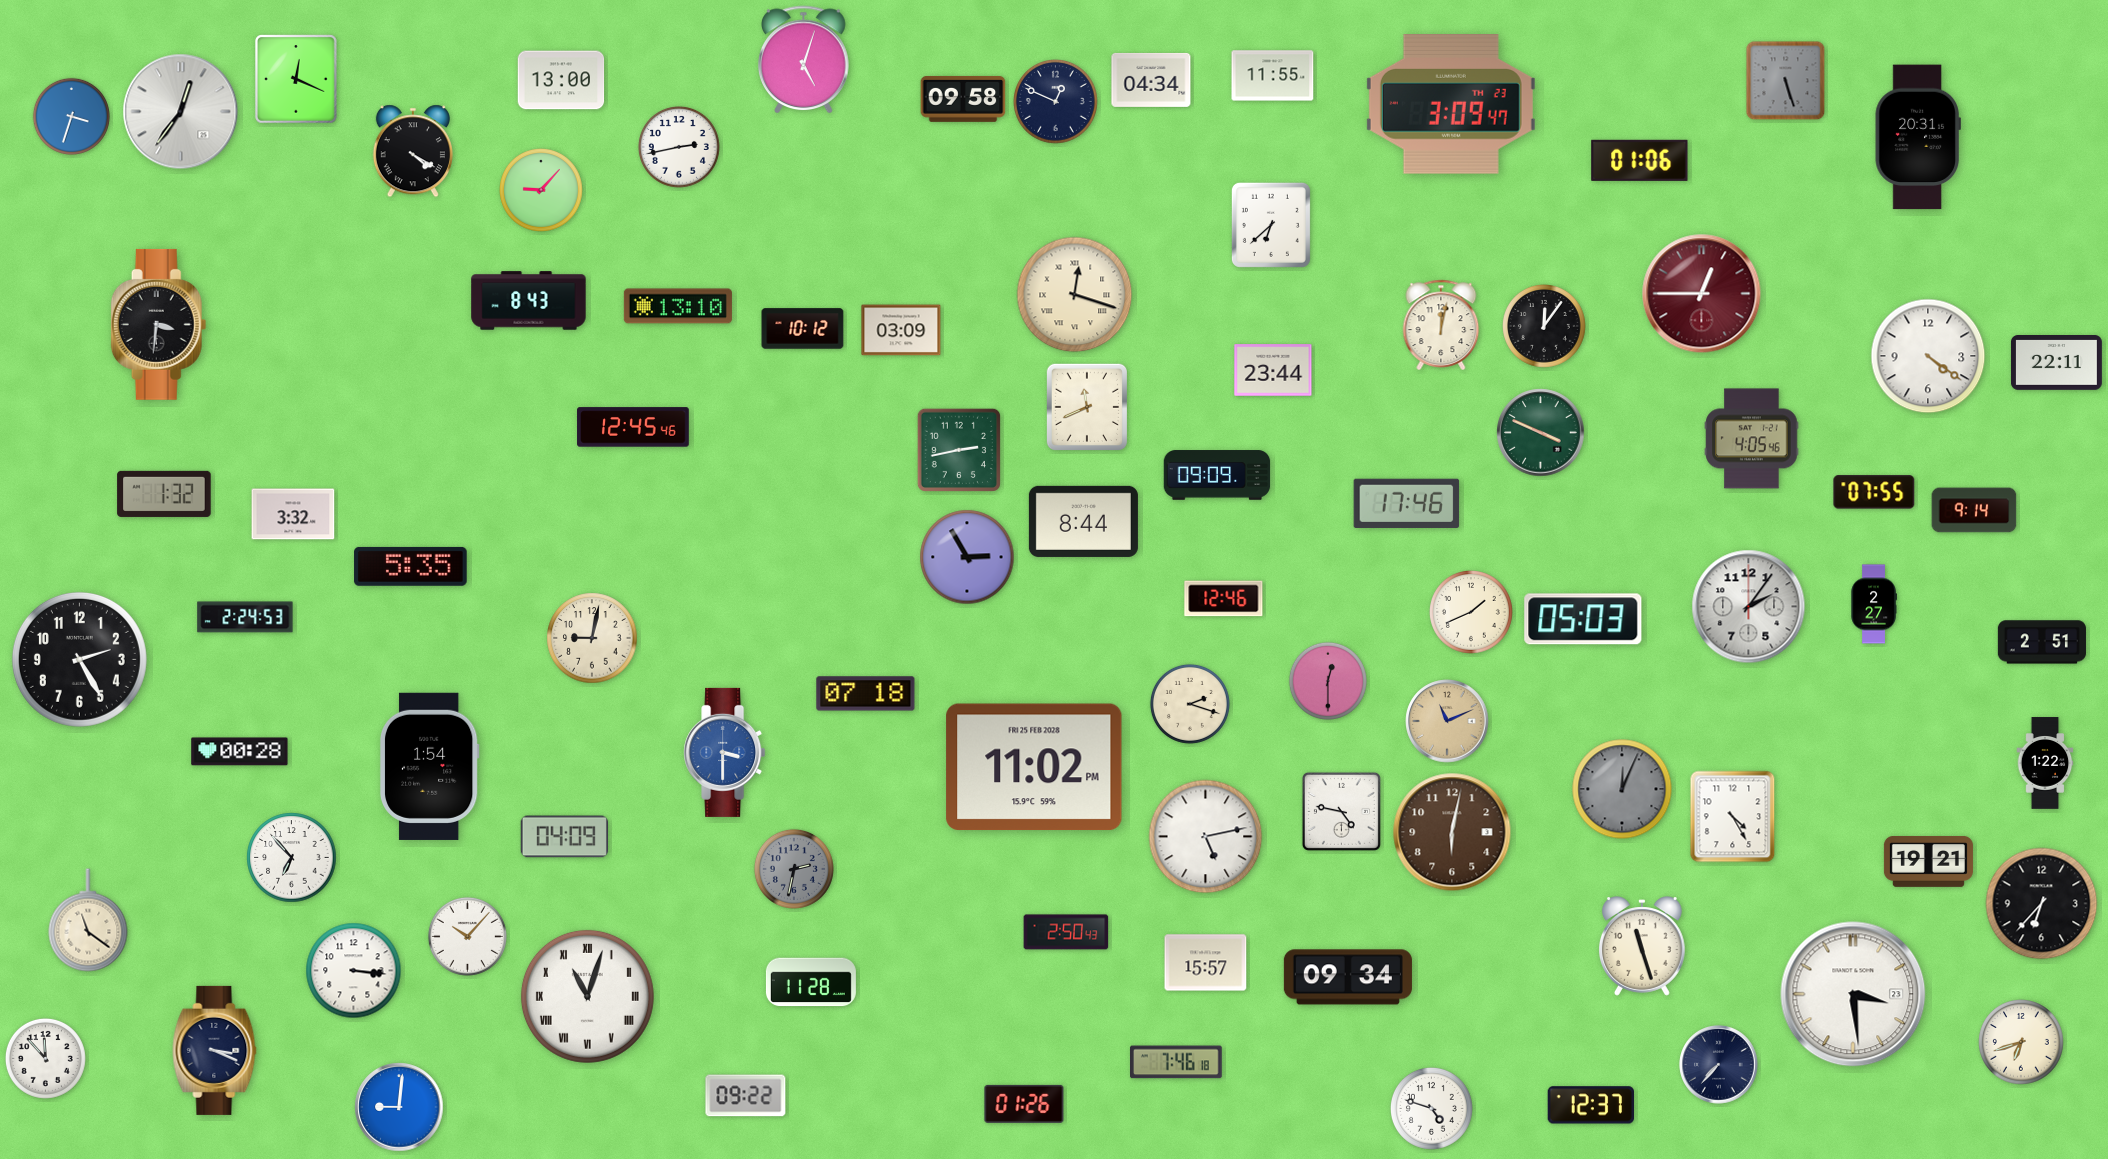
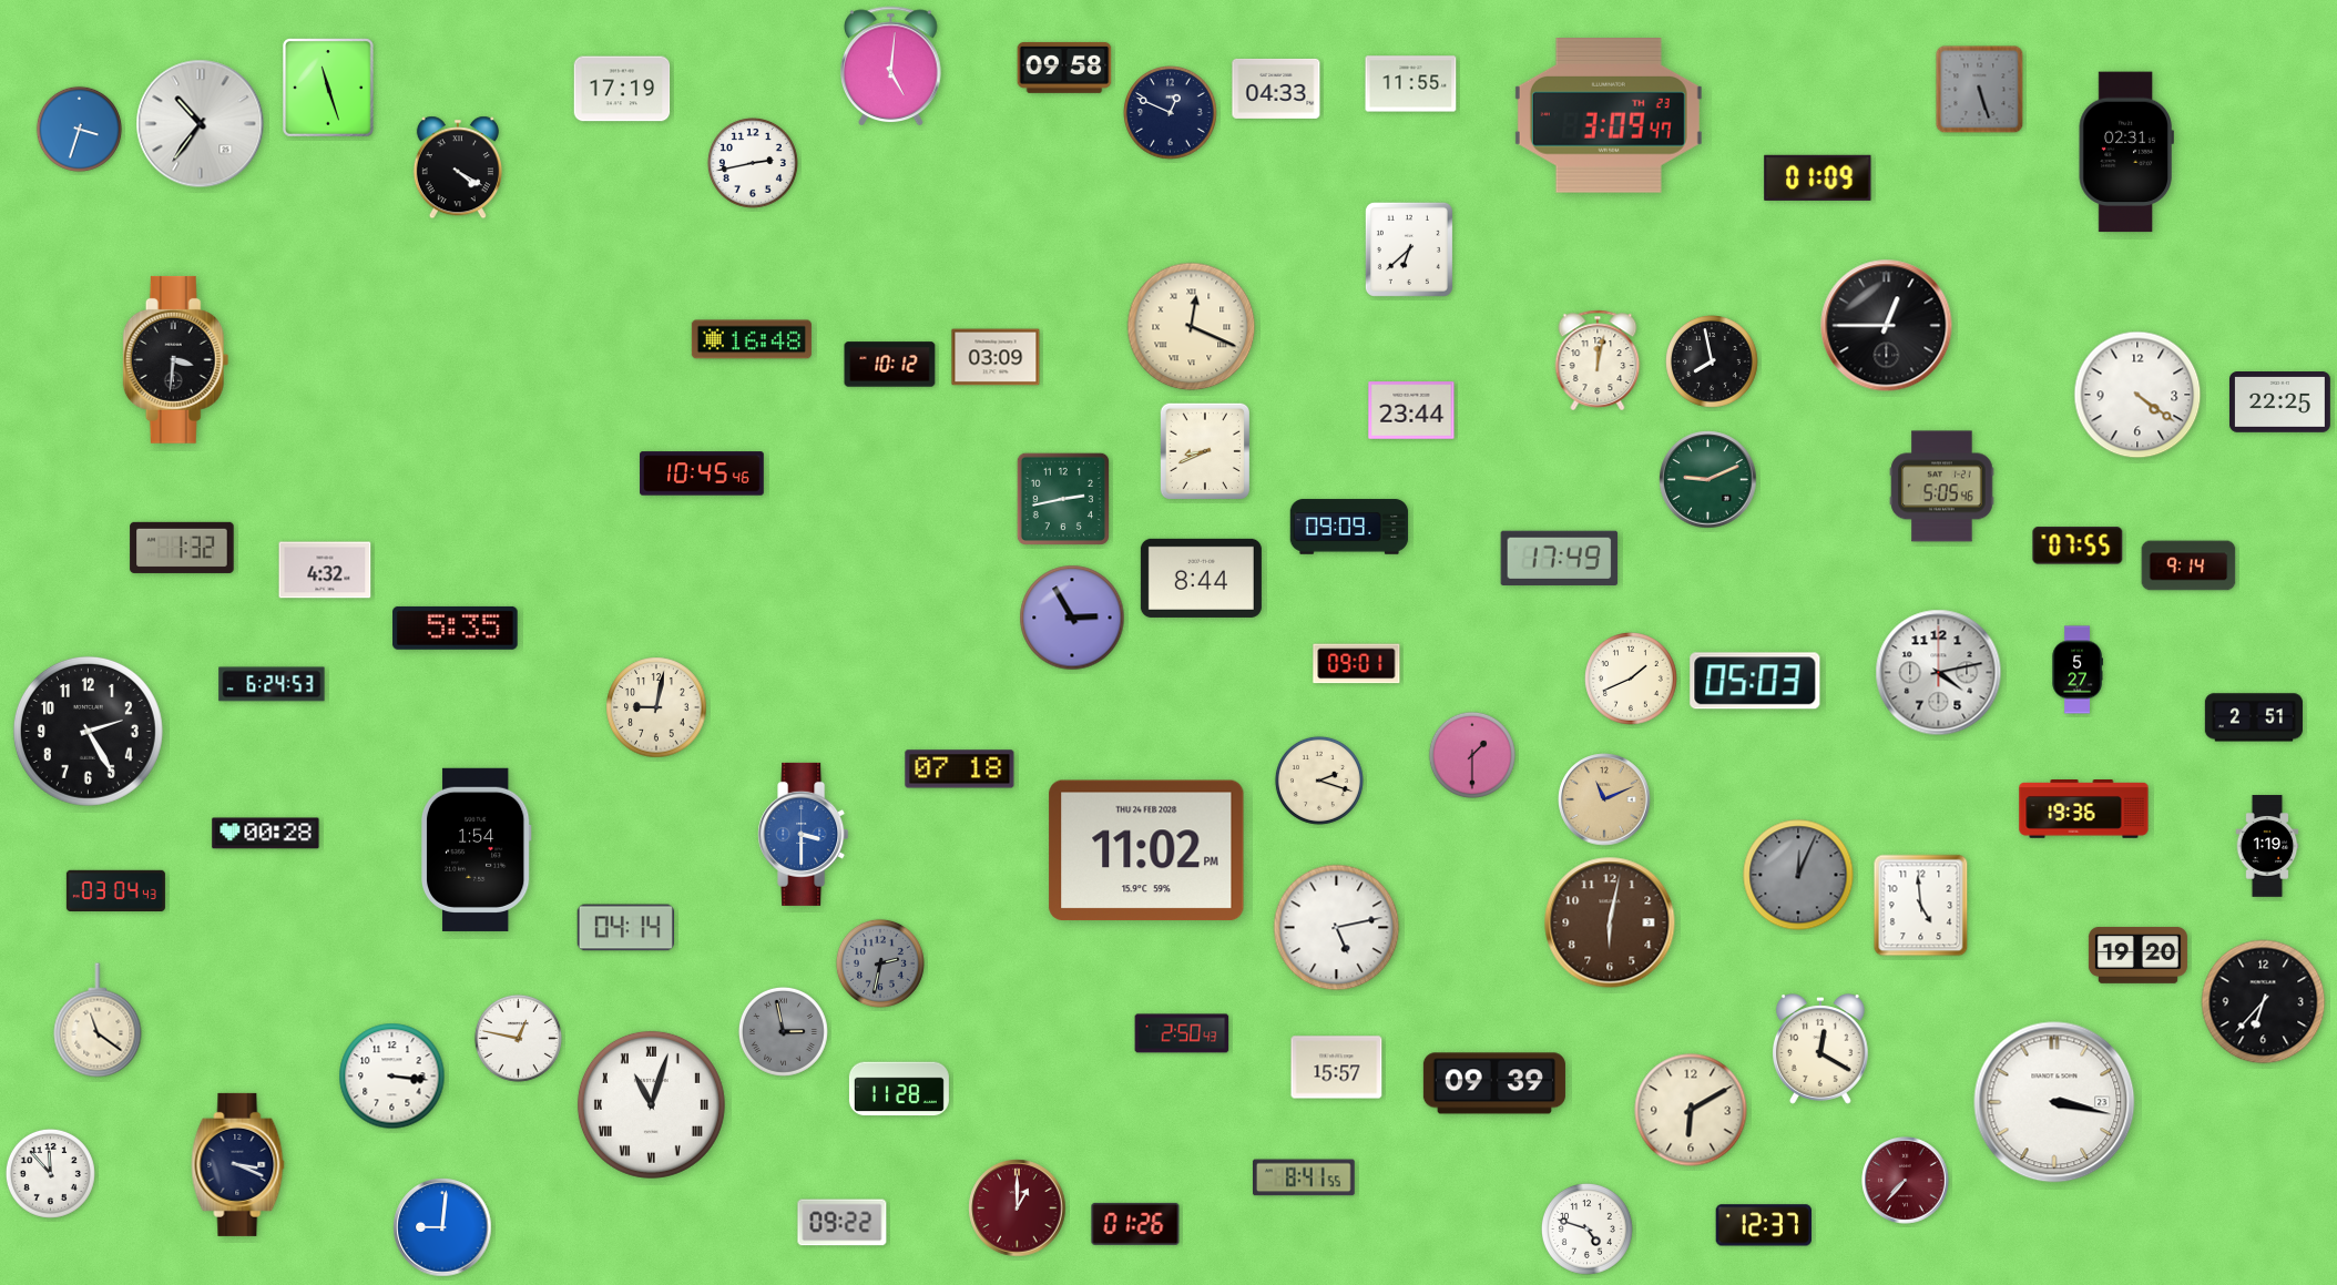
clock at (804, 59): 5:03 -> 5:01
clock at (297, 79): 12:19 -> 11:27
clock at (561, 80): 13:00 -> 17:19
clock at (1151, 80): 04:34 -> 04:33
clock at (963, 99) position: (963, 99) -> (1064, 68)
clock at (181, 112): 12:36 -> 10:36
clock at (1918, 137): 20:31 -> 02:31
clock at (1640, 160): 01:06 -> 01:09
clock at (542, 191): 9:07 -> none
clock at (1702, 294) dial: burgundy -> black
clock at (1075, 295): 12:18 -> 12:19
clock at (529, 301): 8:43 -> none
clock at (678, 306): 13:10 -> 16:48
clock at (1545, 327): 12:06 -> 7:58
clock at (901, 330) position: (901, 330) -> (996, 357)
clock at (2056, 363): 22:11 -> 22:25
clock at (1086, 406): 11:41 -> 8:41
clock at (633, 427): 12:45 -> 10:45
clock at (1541, 433): 3:49 -> 9:11
clock at (1752, 439): 4:05 -> 5:05
clock at (1407, 503): 17:46 -> 17:49
clock at (293, 514): 3:32 -> 4:32
clock at (1224, 599): 12:46 -> 09:01
clock at (1874, 604): 2:27 -> 5:27
clock at (1749, 607): 2:06 -> 4:13
clock at (245, 617): 2:24 -> 6:24
clock at (1583, 619) position: (1583, 619) -> (1755, 681)
clock at (2042, 642) position: (2042, 642) -> (2254, 717)
clock at (1328, 681): 12:30 -> 1:30
clock at (2084, 809): none -> 19:36
clock at (2045, 763): 1:22 -> 1:19
clock at (1034, 767) date: FRI 25 FEB 2028 -> THU 24 FEB 2028
clock at (115, 890): none -> 03:04
clock at (1341, 811): 4:47 -> none
clock at (1733, 817): 4:25 -> 4:59
clock at (564, 837): 04:09 -> 04:14
clock at (292, 858): 6:53 -> none
clock at (1928, 862): 19:21 -> 19:20
clock at (783, 1031): none -> 2:58
clock at (467, 936): 10:07 -> 12:47
clock at (1642, 946): 11:27 -> 12:20
clock at (1348, 977): 09:34 -> 09:39
clock at (1853, 994): 3:29 -> 3:17
clock at (1691, 1110): none -> 6:10
clock at (2021, 1042): 6:42 -> none
clock at (1177, 1062): 7:46 -> 8:41
clock at (1719, 1065) dial: navy -> burgundy
clock at (1018, 1208): none -> 1:00
clock at (746, 1096) position: (746, 1096) -> (843, 1223)
